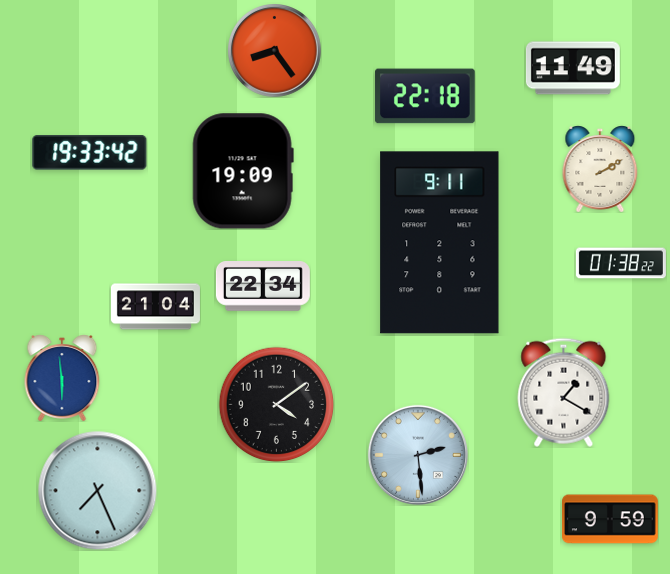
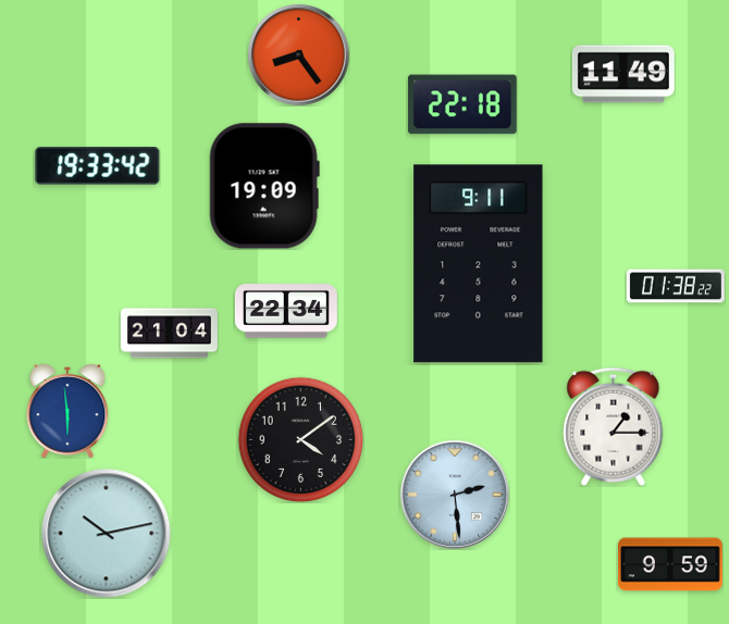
clock at (600, 169): 2:10 -> none
clock at (564, 392): 1:20 -> 1:15
clock at (98, 491): 7:26 -> 10:13
clock at (611, 519) position: (611, 519) -> (671, 564)
